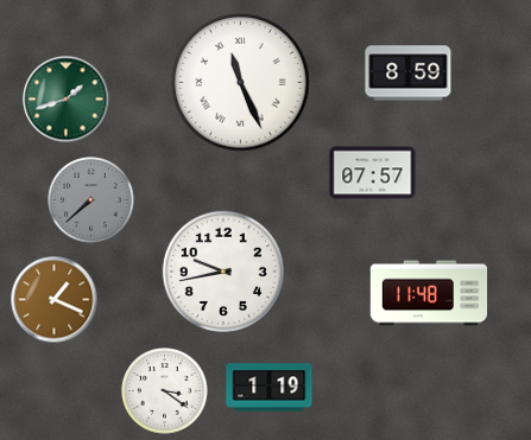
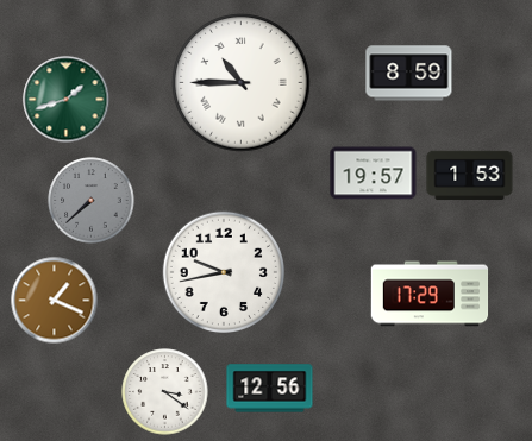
clock at (241, 83): 11:26 -> 10:45
clock at (373, 173): 07:57 -> 19:57
clock at (470, 176): none -> 1:53
clock at (429, 293): 11:48 -> 17:29
clock at (270, 388): 1:19 -> 12:56
